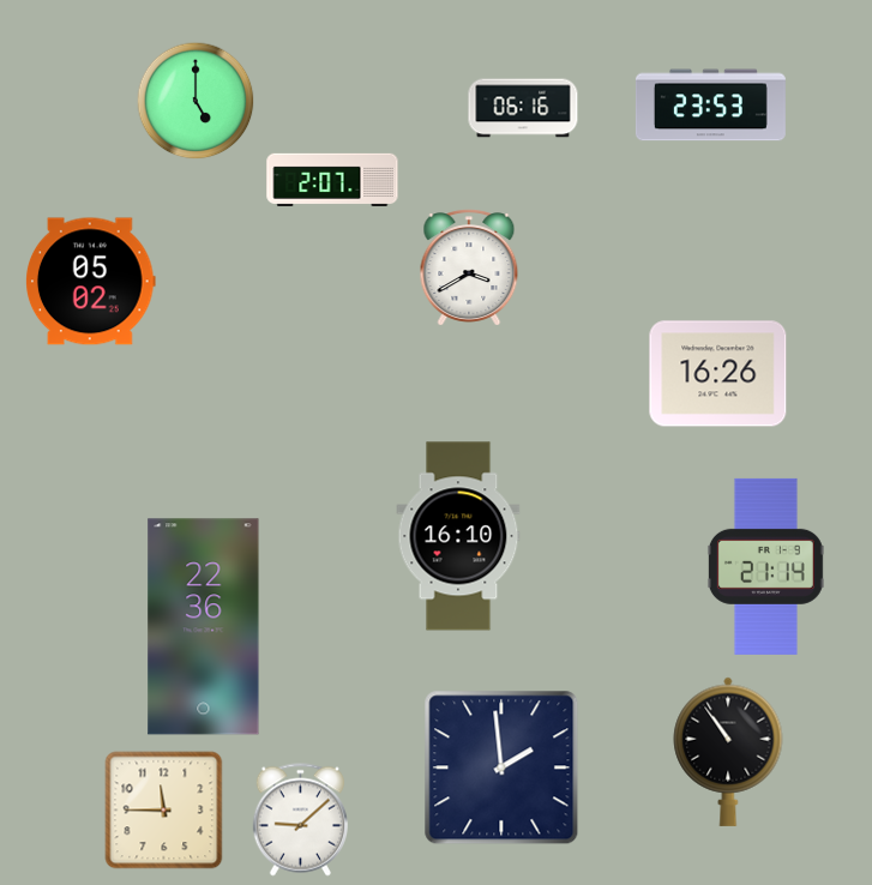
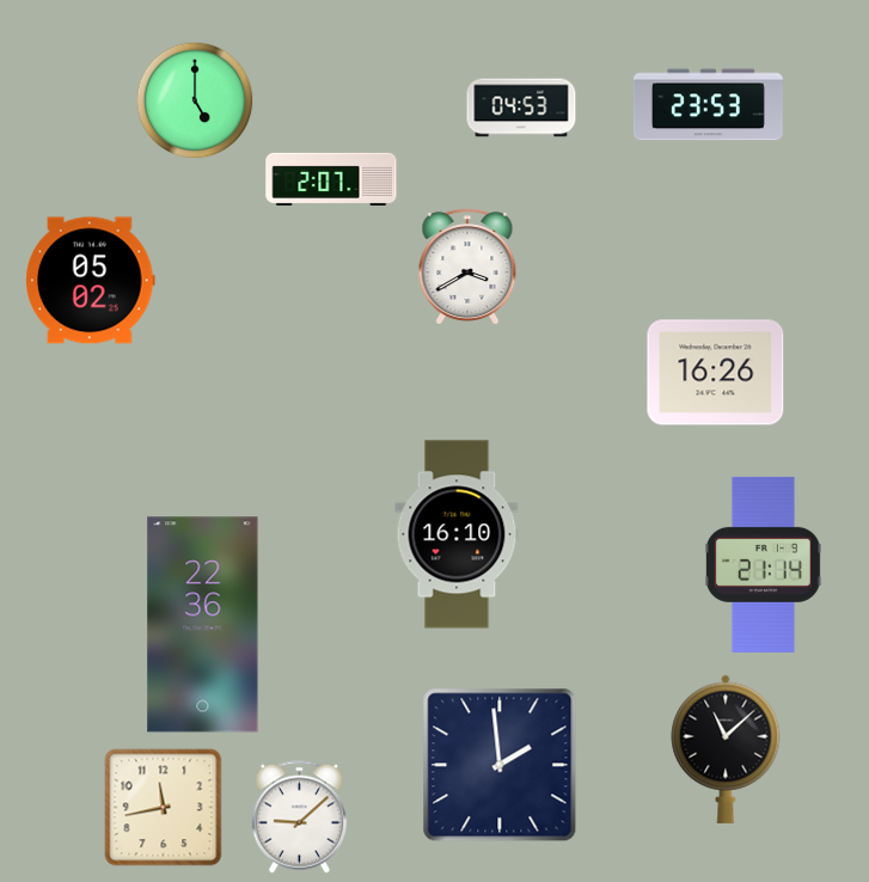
clock at (523, 108): 06:16 -> 04:53
clock at (728, 752): 10:54 -> 11:08
clock at (164, 811): 11:45 -> 11:43
